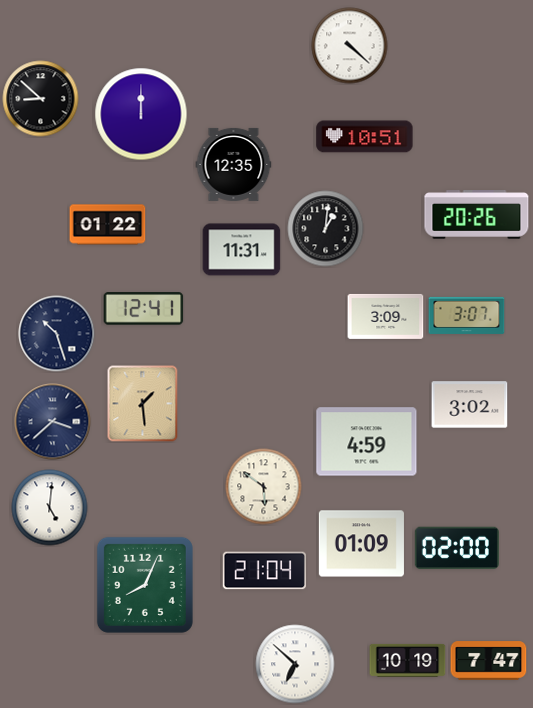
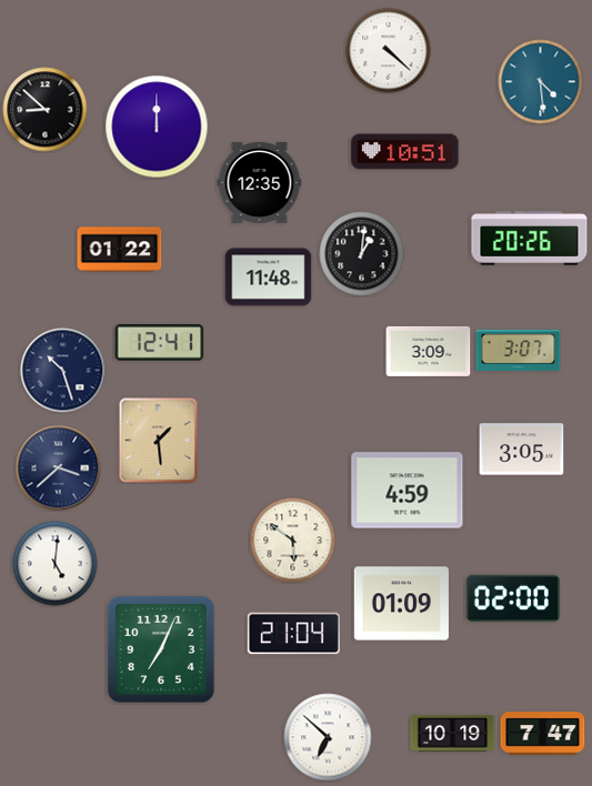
clock at (541, 82): none -> 4:29
clock at (242, 250): 11:31 -> 11:48
clock at (143, 404) position: (143, 404) -> (159, 441)
clock at (470, 405): 3:02 -> 3:05
clock at (457, 548) position: (457, 548) -> (513, 598)
clock at (145, 585): 8:04 -> 7:04
